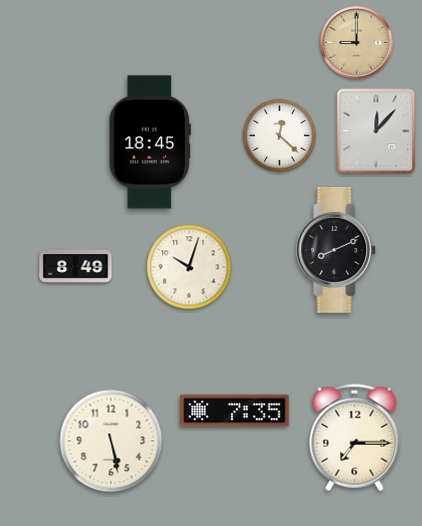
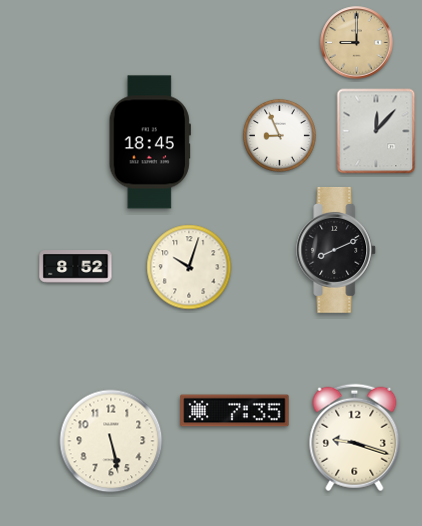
clock at (279, 135): 12:22 -> 8:56
clock at (76, 267): 8:49 -> 8:52
clock at (355, 438): 7:15 -> 9:18
